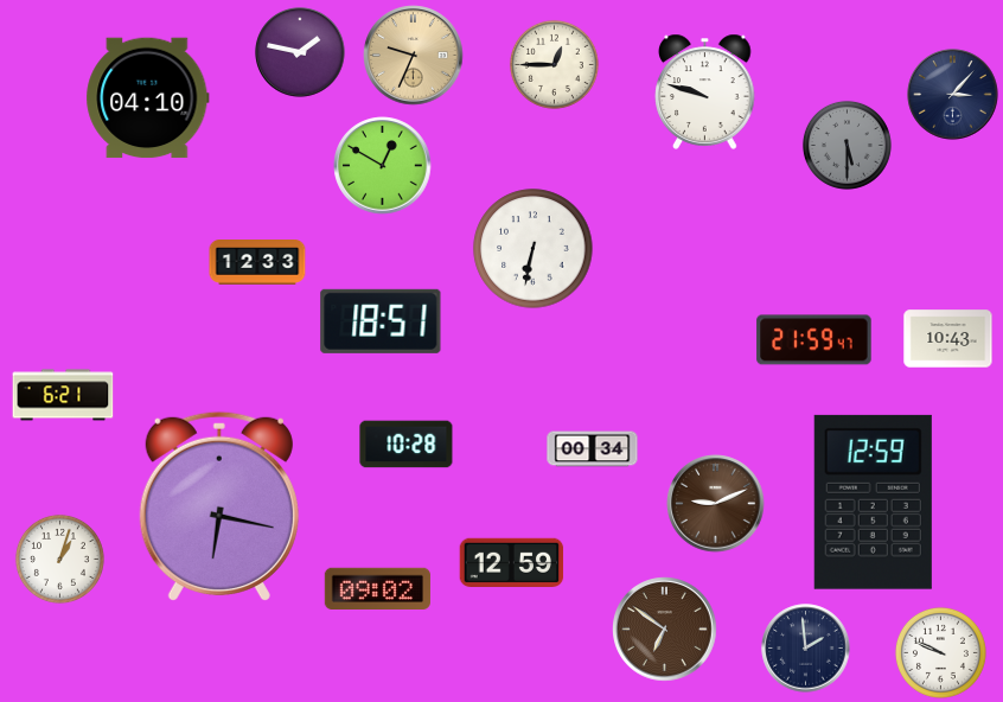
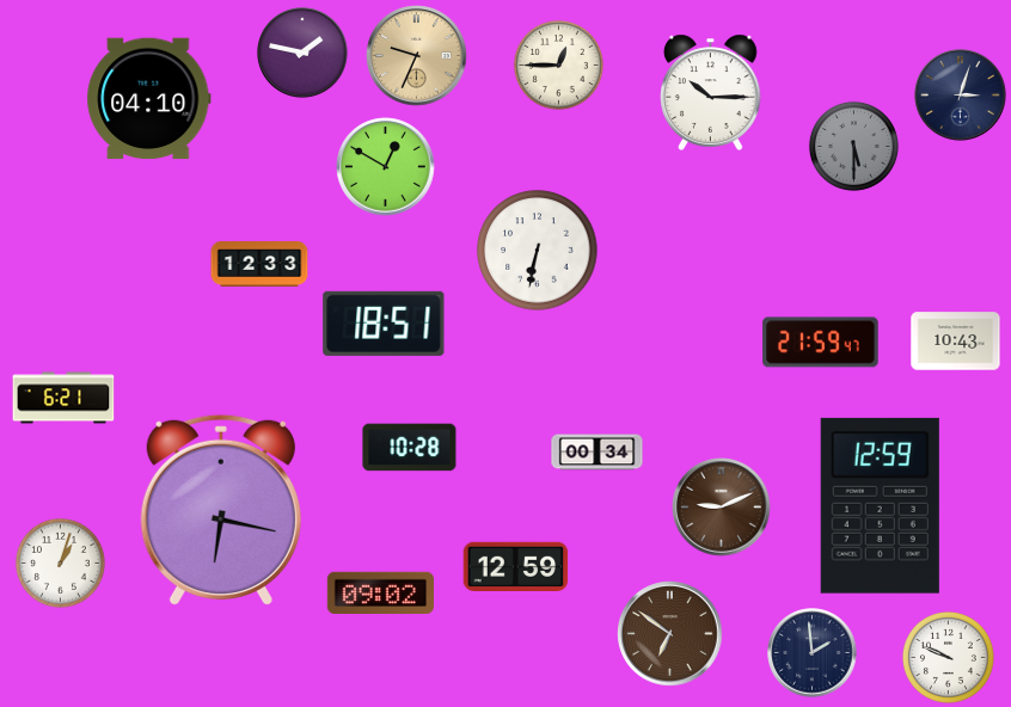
clock at (705, 91): 9:48 -> 10:15
clock at (953, 95): 3:07 -> 3:03
